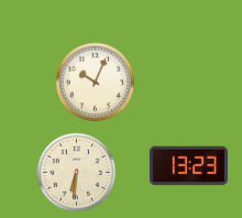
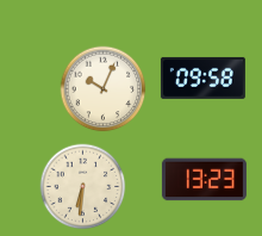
clock at (202, 77): none -> 09:58
